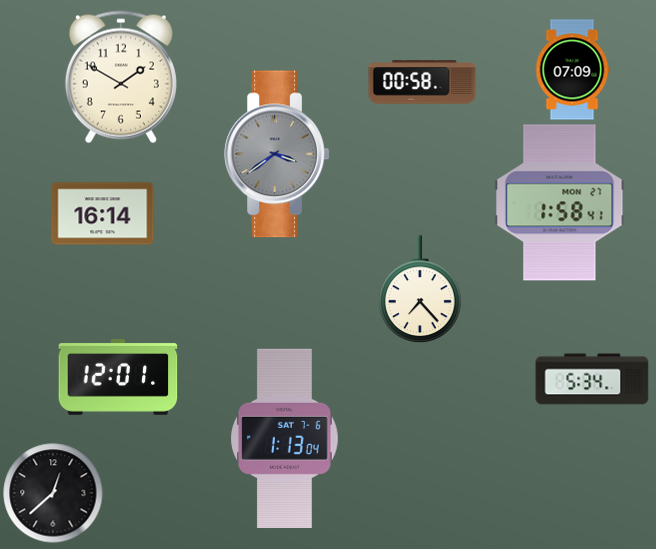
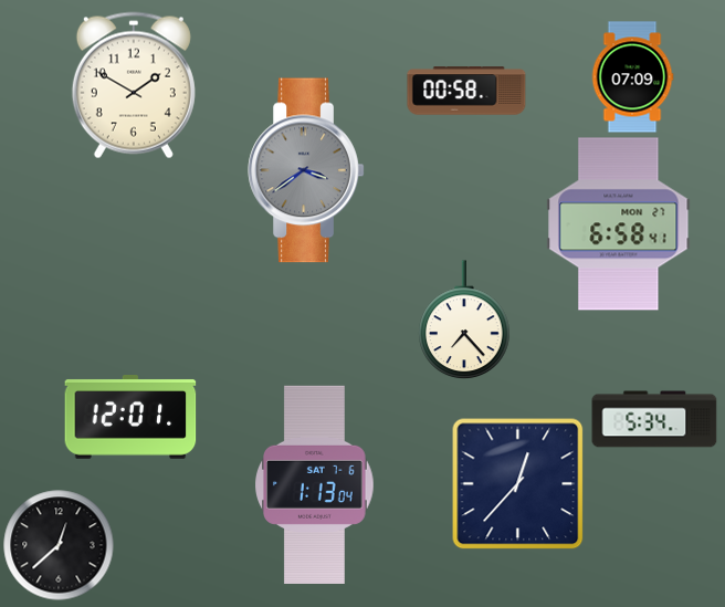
clock at (560, 203): 1:58 -> 6:58
clock at (103, 214): 16:14 -> none
clock at (518, 484): none -> 12:37
